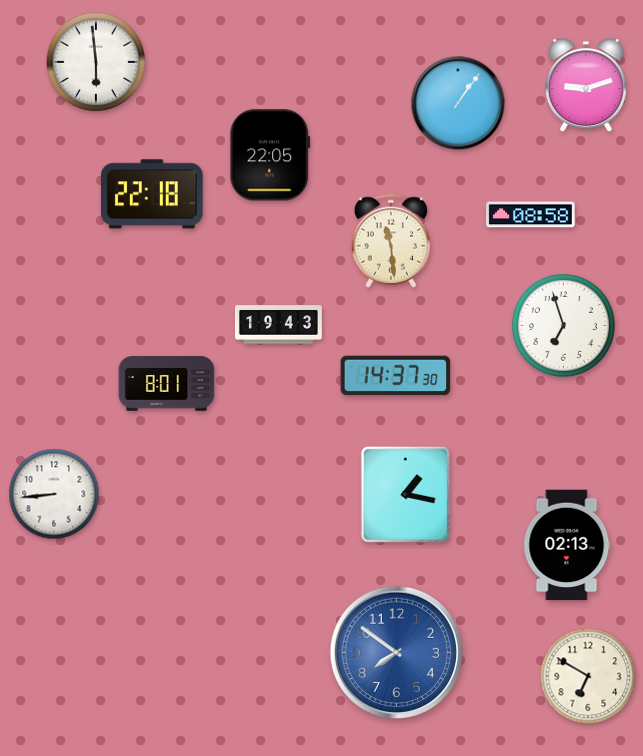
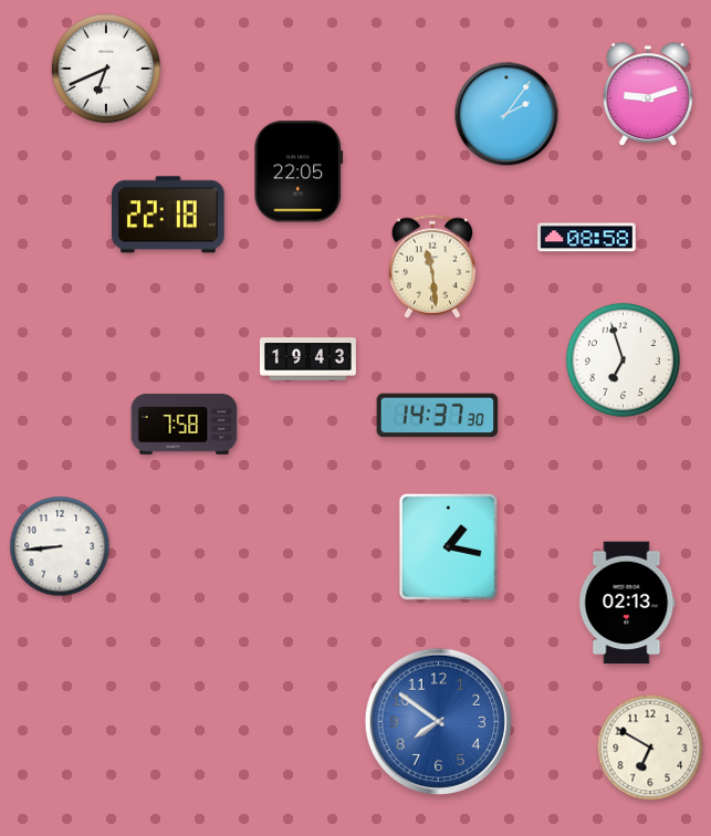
clock at (96, 62): 5:59 -> 6:41
clock at (458, 103): 1:06 -> 2:06
clock at (167, 384): 8:01 -> 7:58
